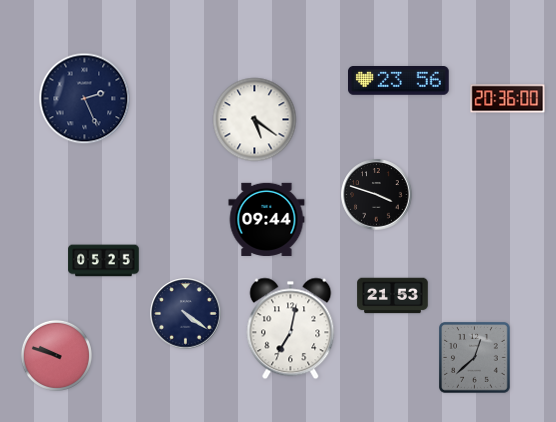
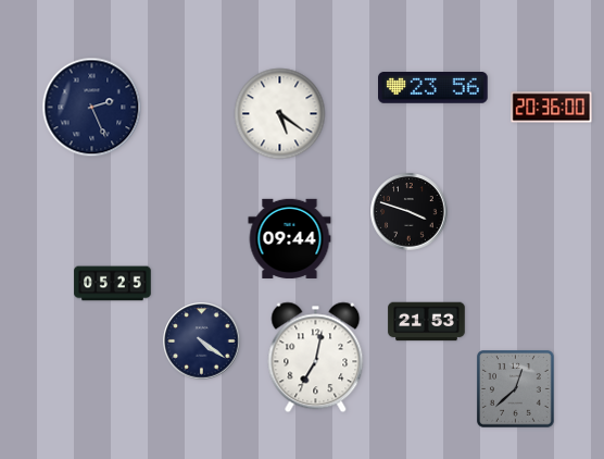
clock at (255, 120) position: (255, 120) -> (280, 114)
clock at (56, 355): 9:48 -> none
